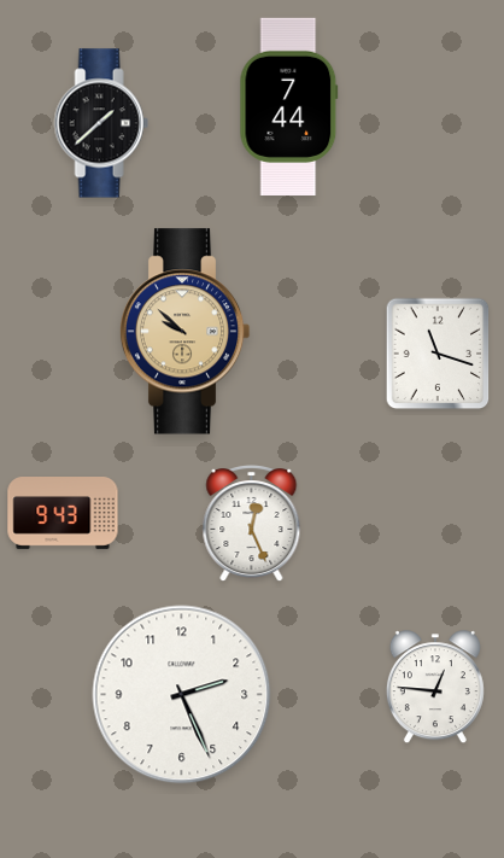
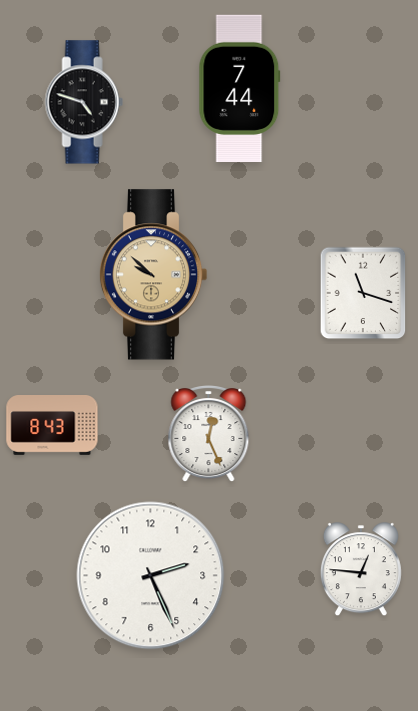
clock at (101, 123): 1:38 -> 4:48
clock at (63, 514): 9:43 -> 8:43
